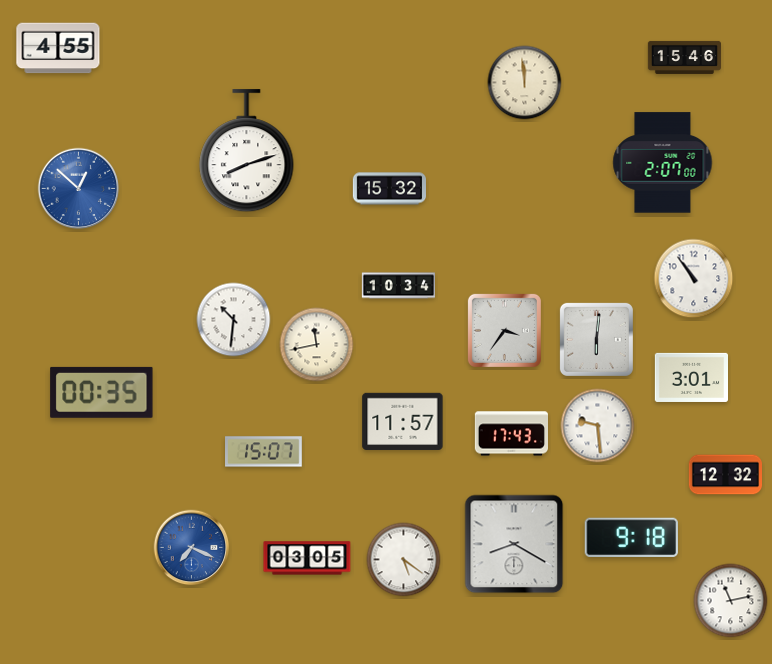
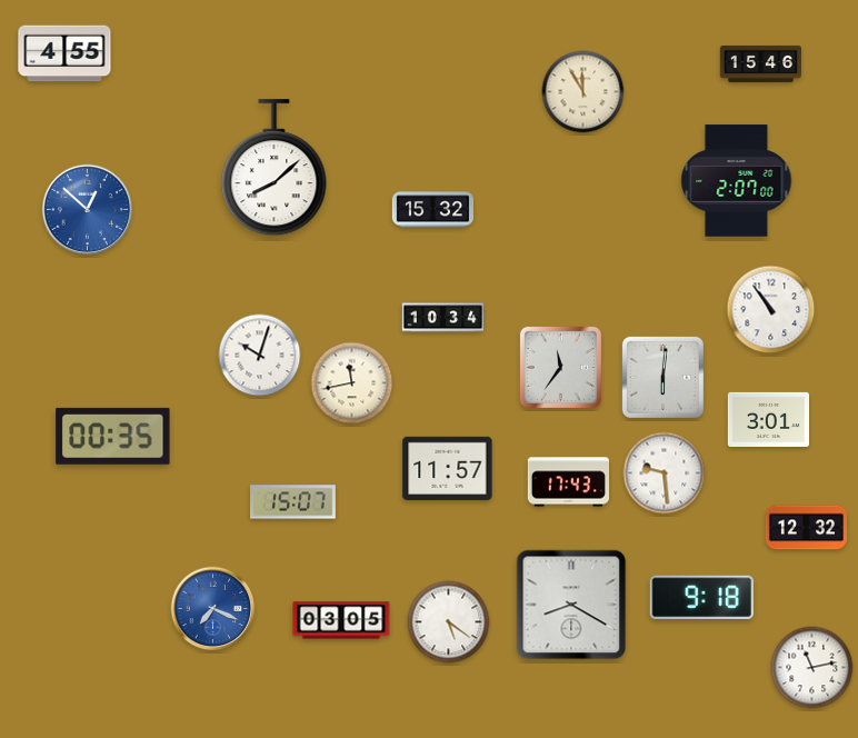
clock at (525, 83): 11:59 -> 11:55
clock at (247, 151): 8:12 -> 8:08
clock at (234, 320): 10:31 -> 10:03
clock at (504, 330): 3:36 -> 11:36
